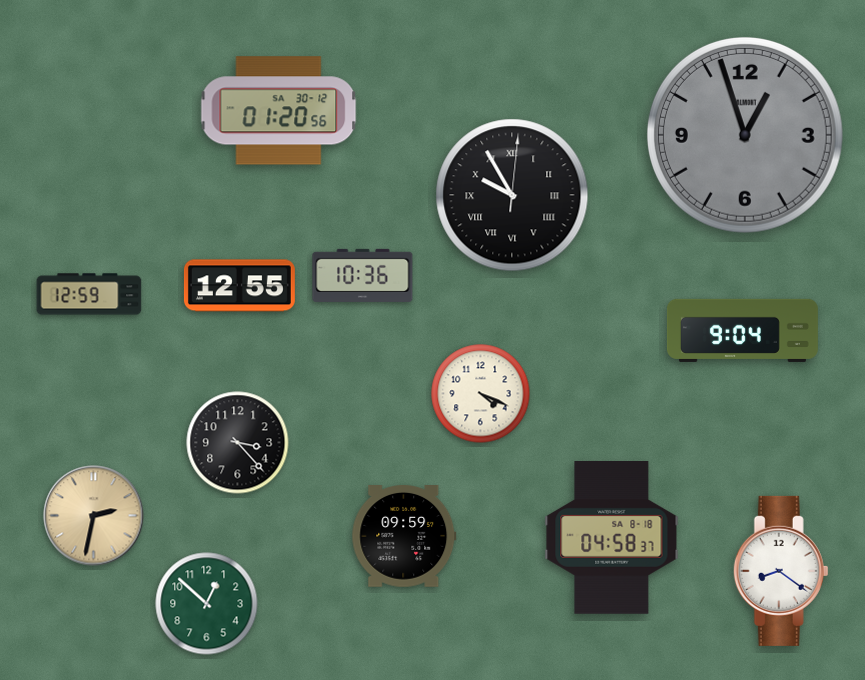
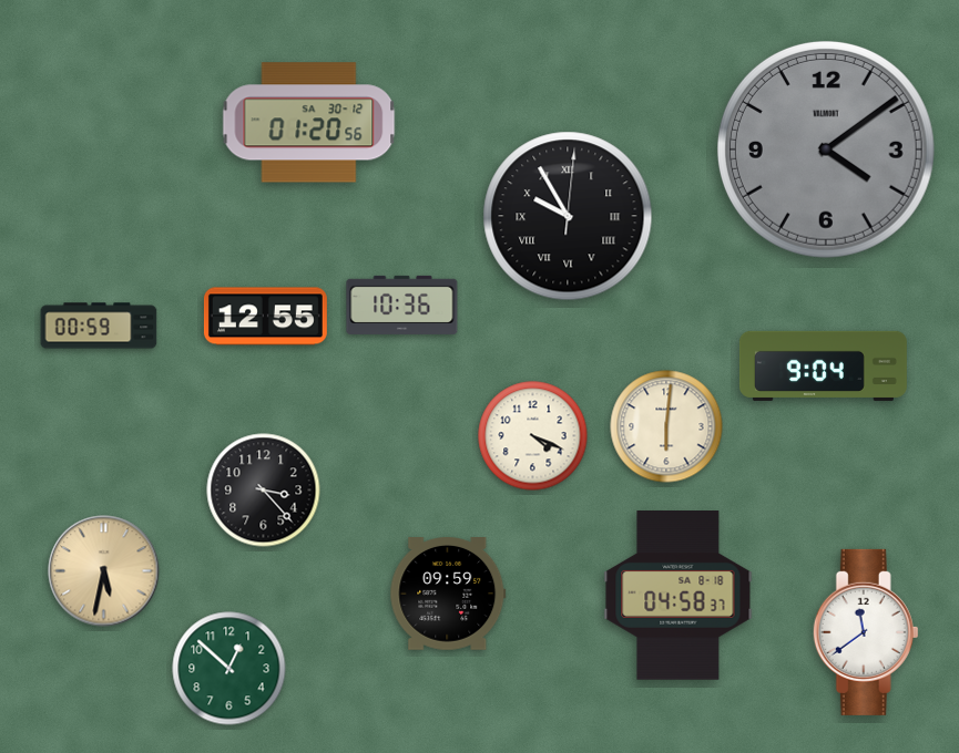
clock at (745, 135): 12:57 -> 4:09
clock at (89, 294): 12:59 -> 00:59
clock at (666, 426): none -> 6:01
clock at (94, 516): 2:32 -> 5:32
clock at (781, 571): 8:21 -> 11:39
